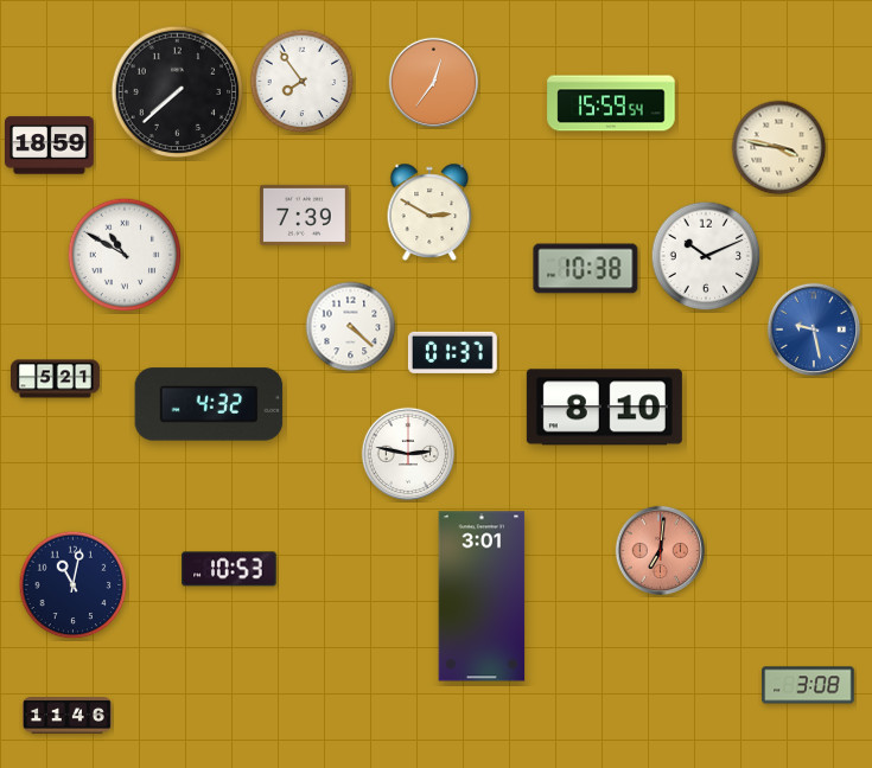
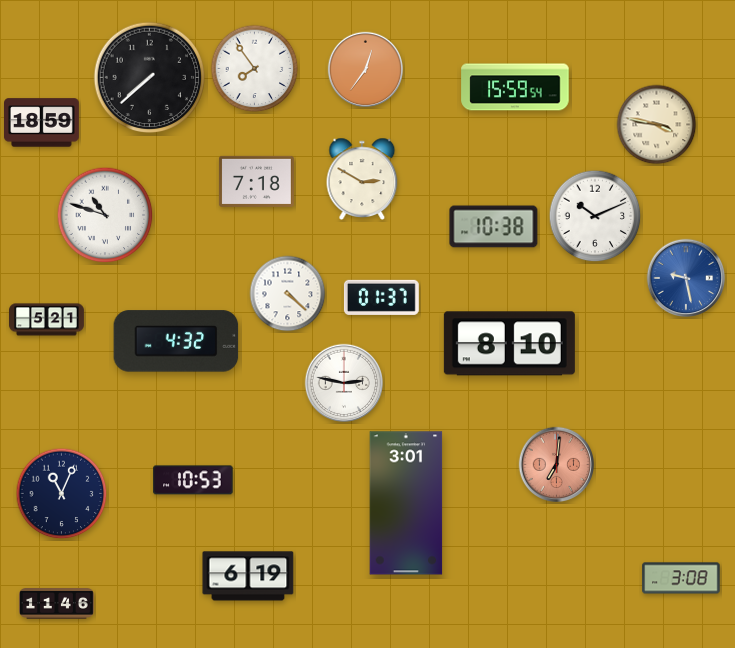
clock at (304, 215): 7:39 -> 7:18
clock at (125, 255): 10:50 -> 10:48
clock at (351, 327) position: (351, 327) -> (288, 294)
clock at (74, 585): 11:02 -> 11:04
clock at (248, 576): none -> 6:19
